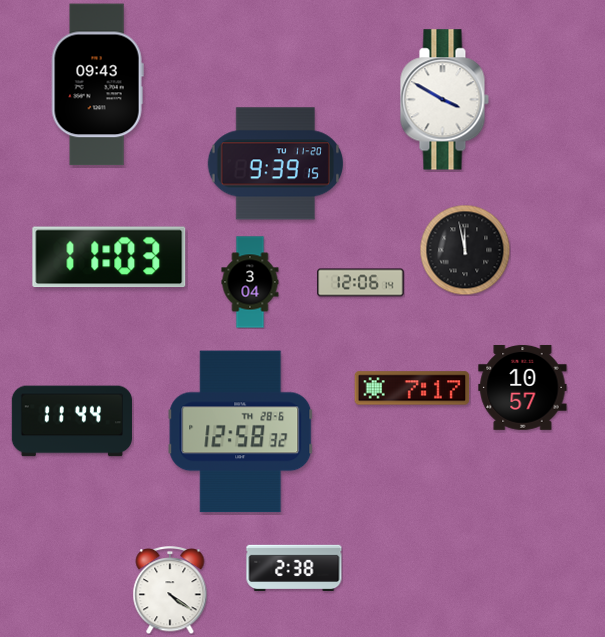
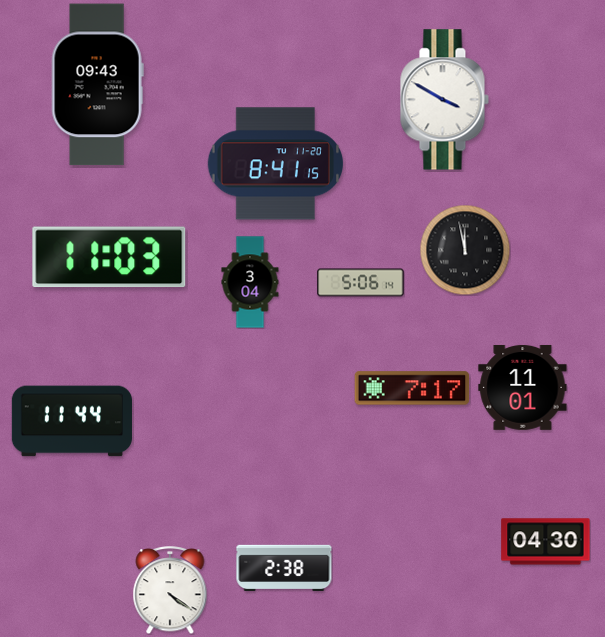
clock at (275, 164): 9:39 -> 8:41
clock at (361, 283): 12:06 -> 5:06
clock at (523, 387): 10:57 -> 11:01
clock at (241, 432): 12:58 -> none
clock at (546, 542): none -> 04:30
clock at (294, 568) position: (294, 568) -> (284, 568)
